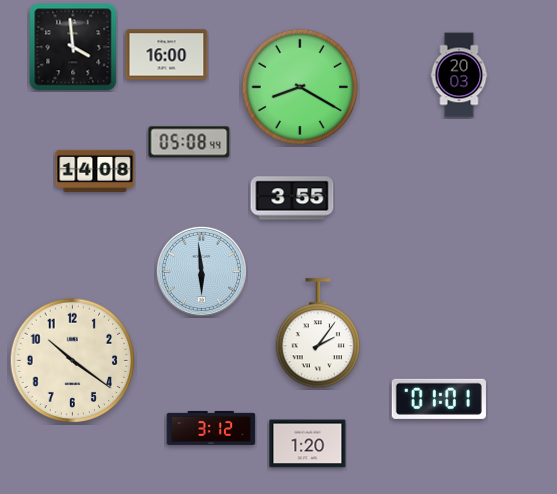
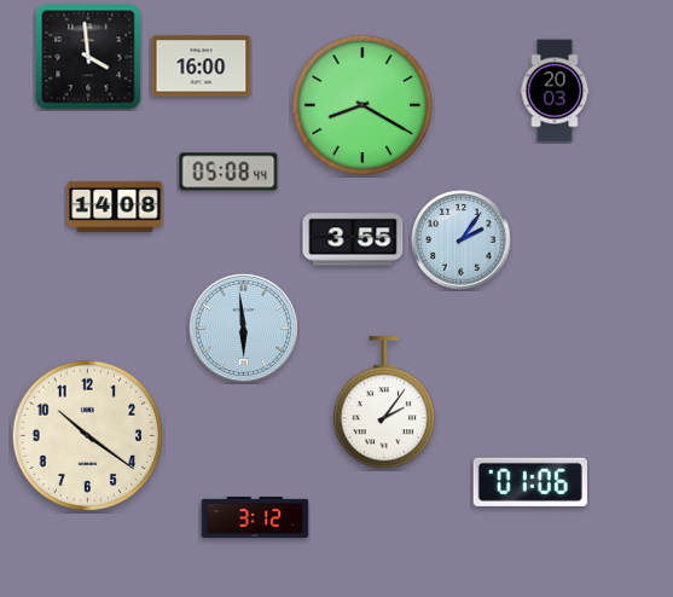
clock at (462, 240): none -> 2:06
clock at (439, 399): 01:01 -> 01:06
clock at (308, 444): 1:20 -> none
